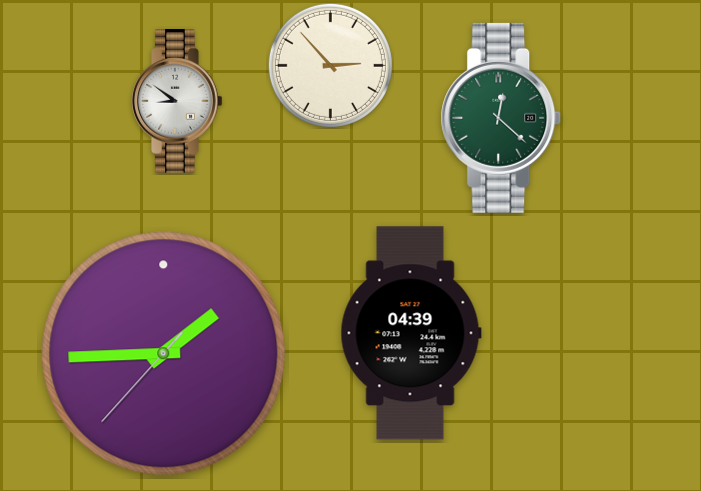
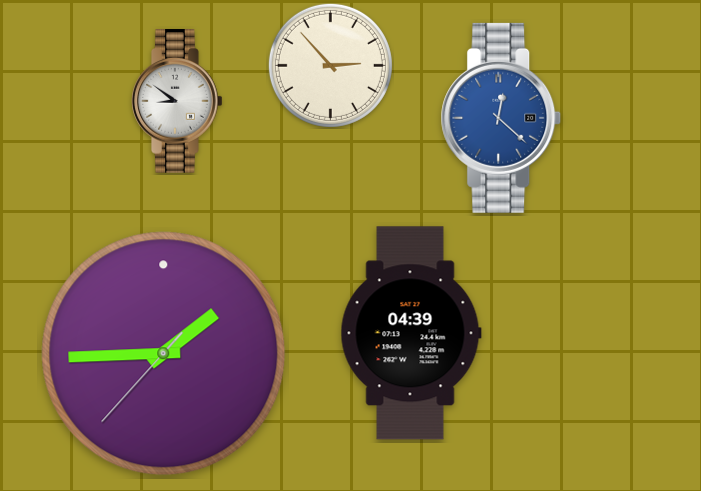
clock at (501, 118) dial: green -> blue
